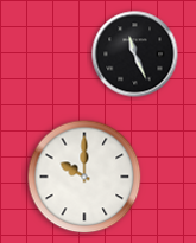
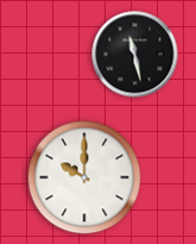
clock at (135, 55): 11:26 -> 11:28
